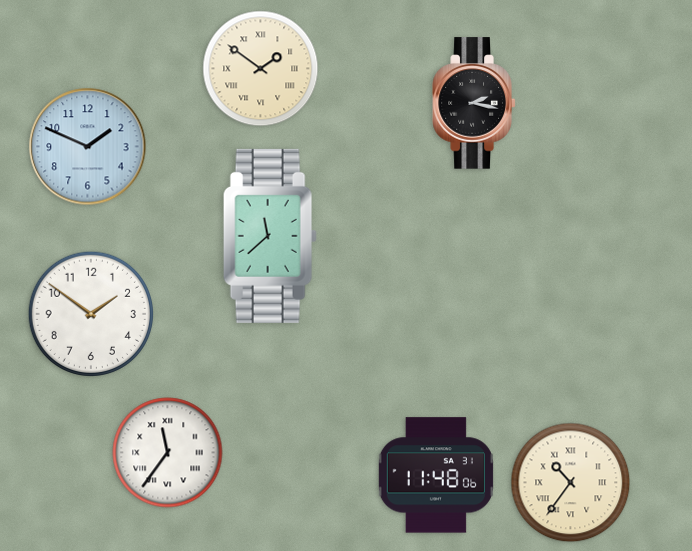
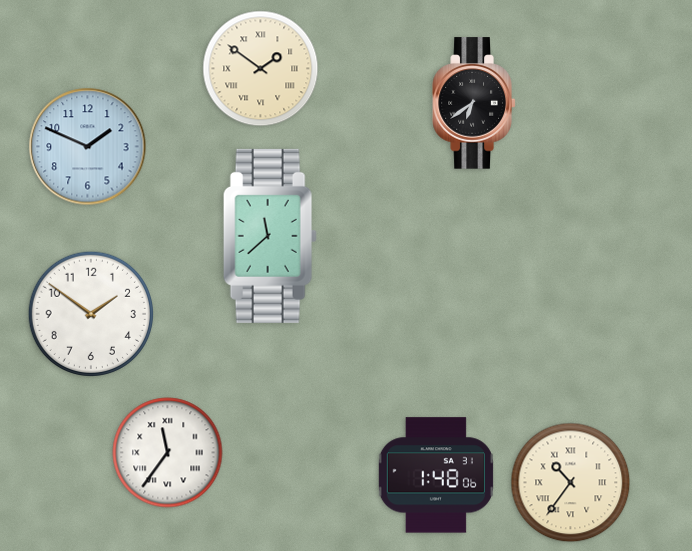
clock at (474, 103): 2:17 -> 6:39
clock at (436, 475): 11:48 -> 1:48
